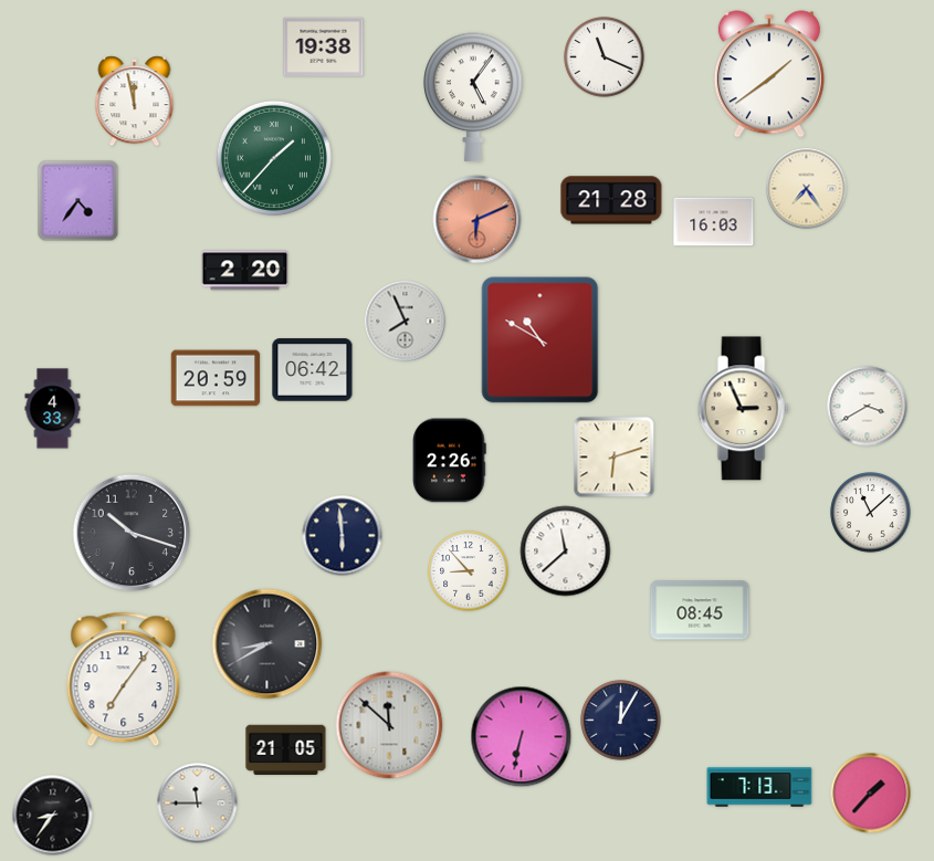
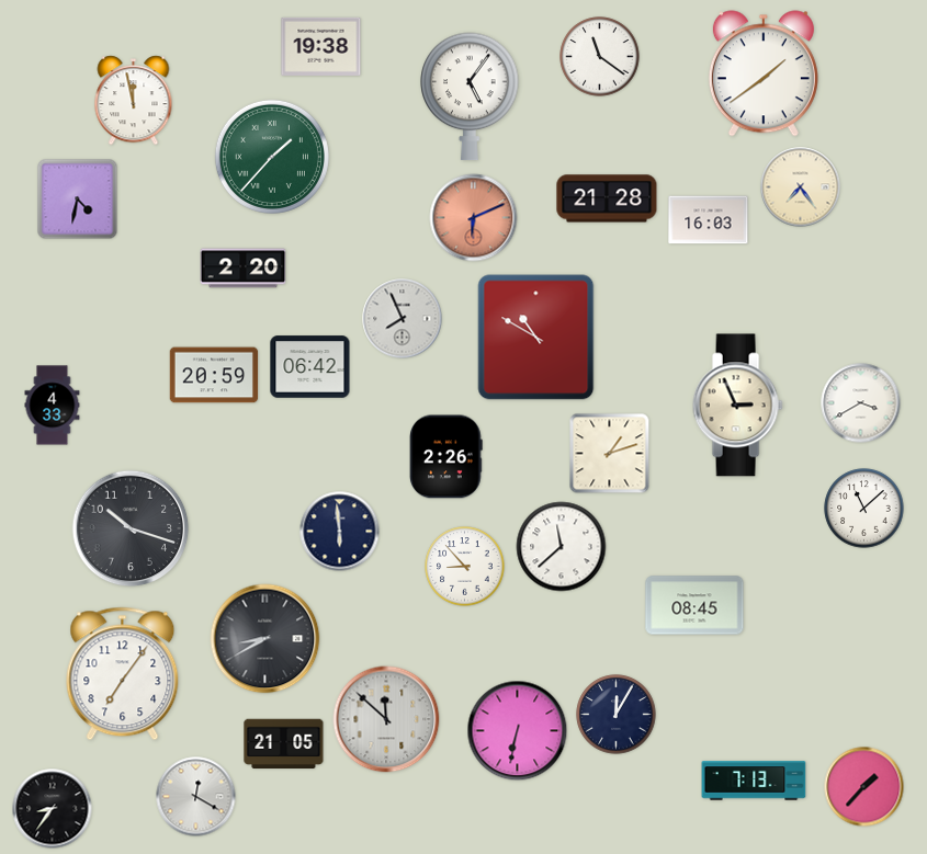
clock at (605, 57): 11:19 -> 11:21
clock at (78, 201): 4:36 -> 4:32
clock at (615, 458): 6:12 -> 1:12
clock at (198, 804): 11:45 -> 12:20
